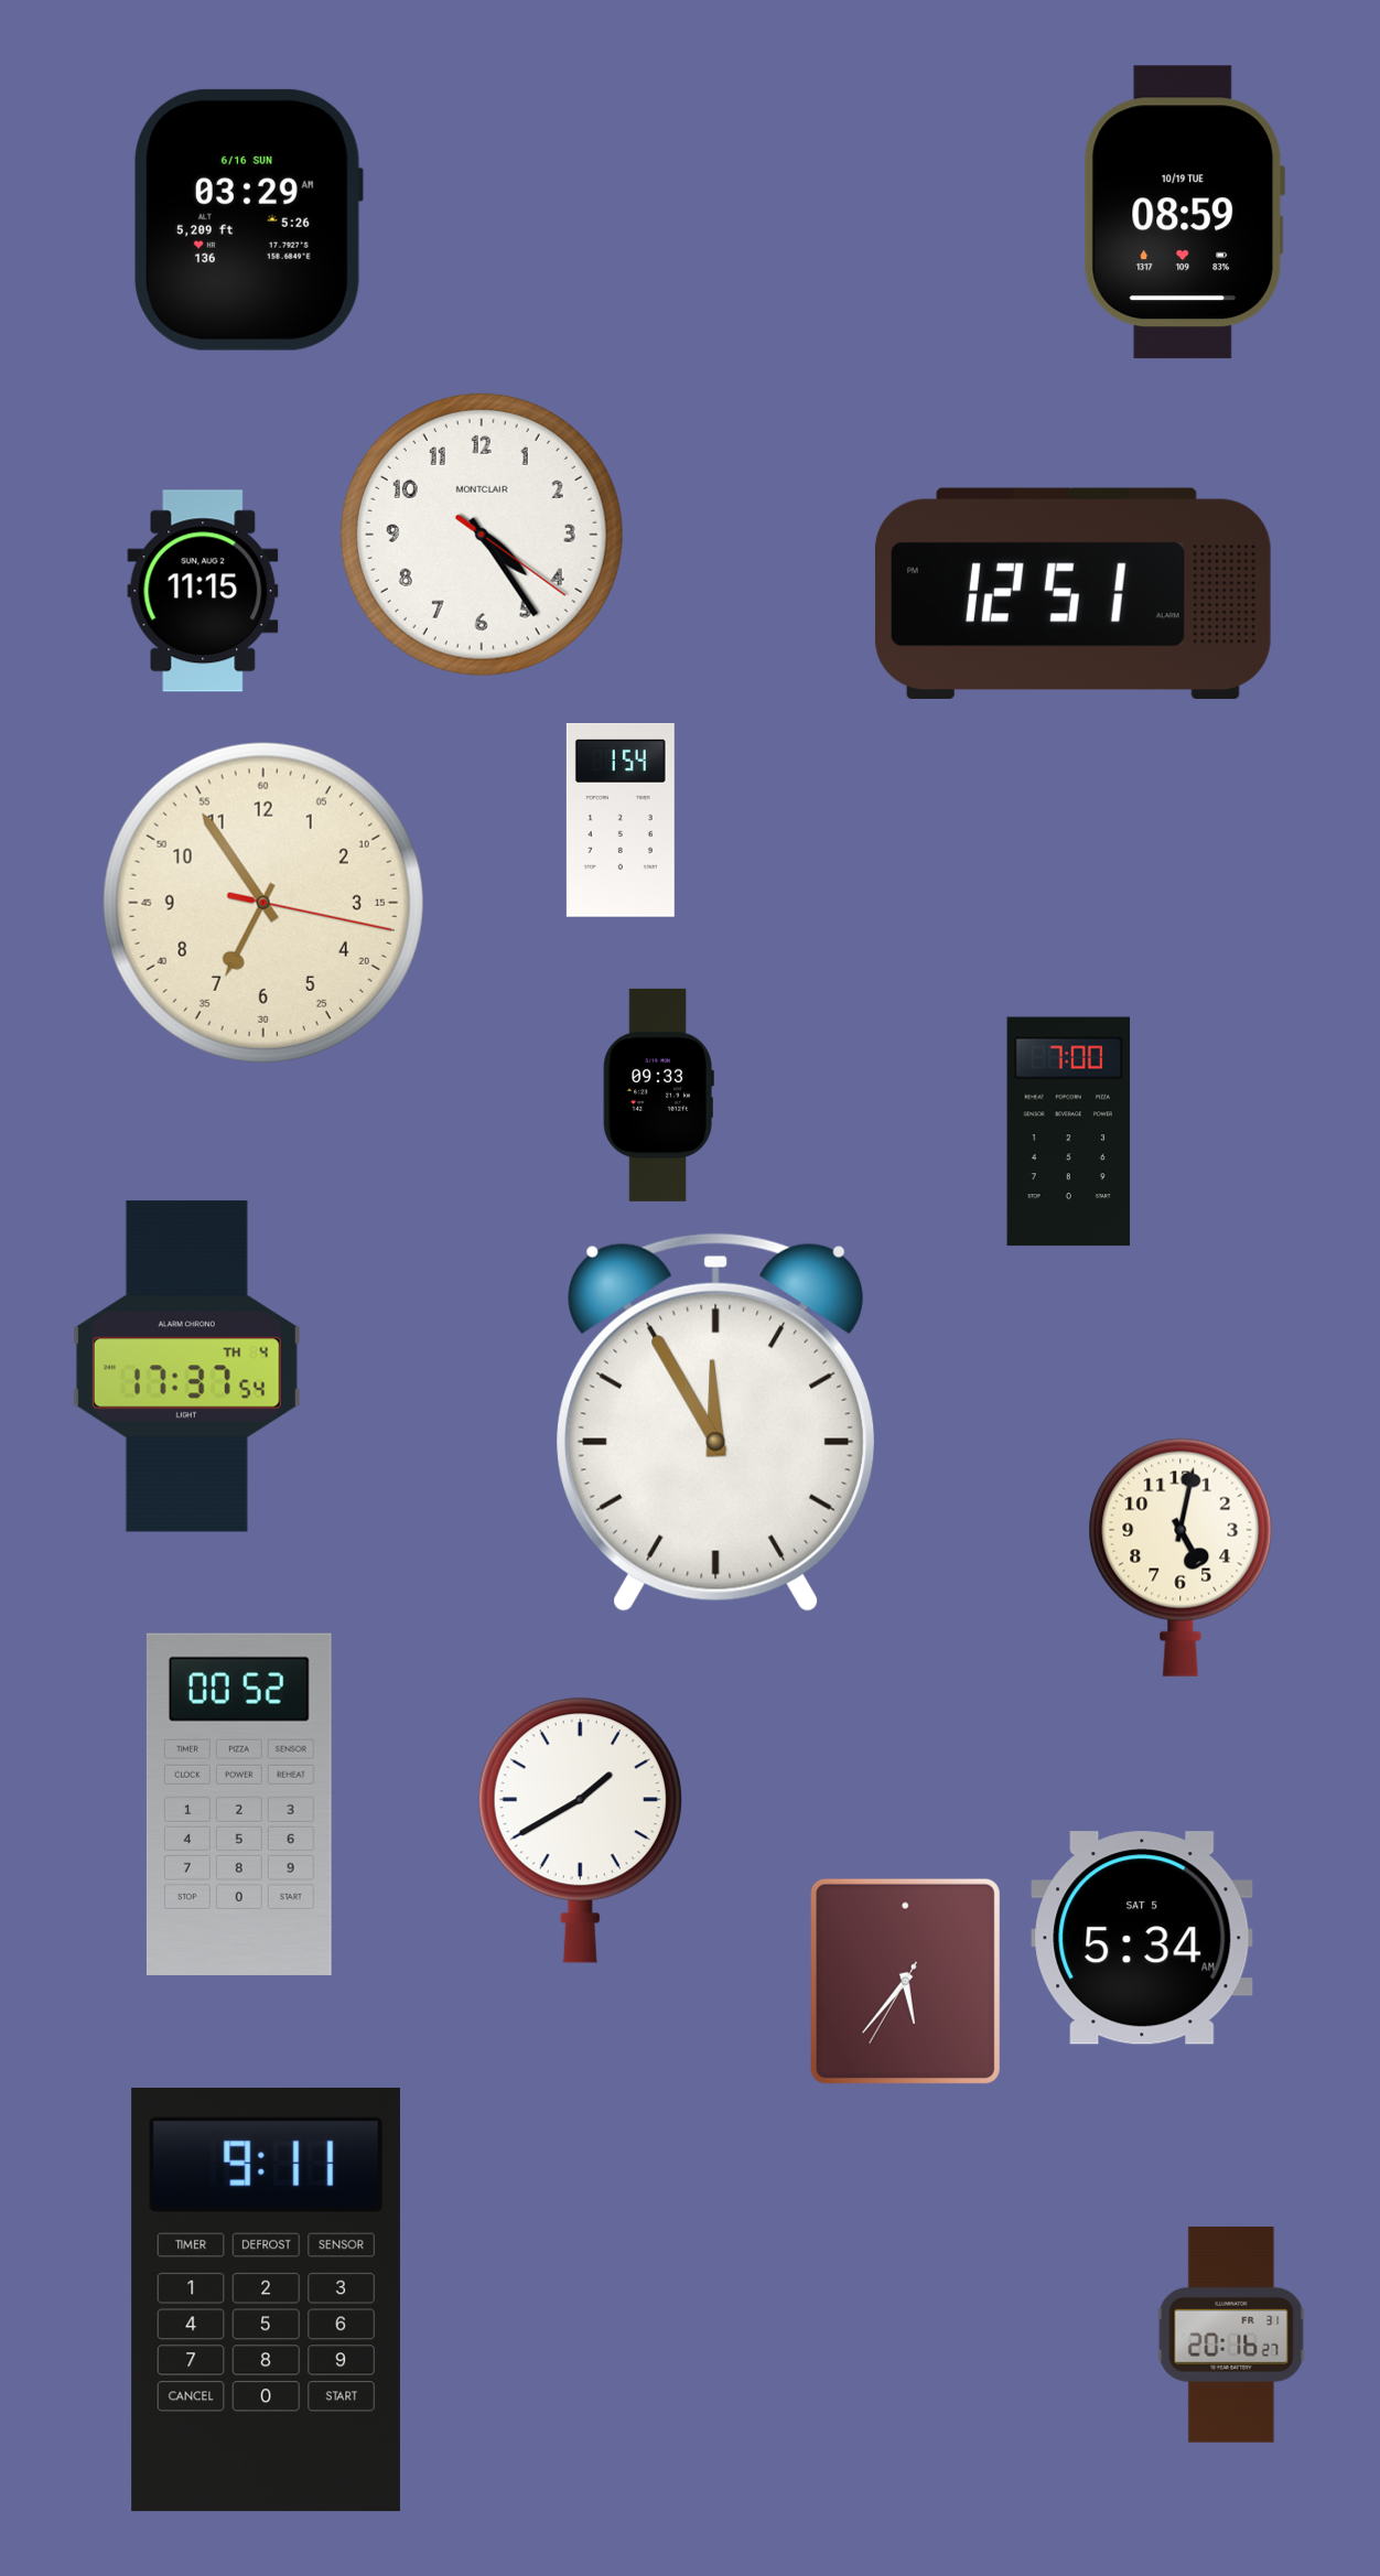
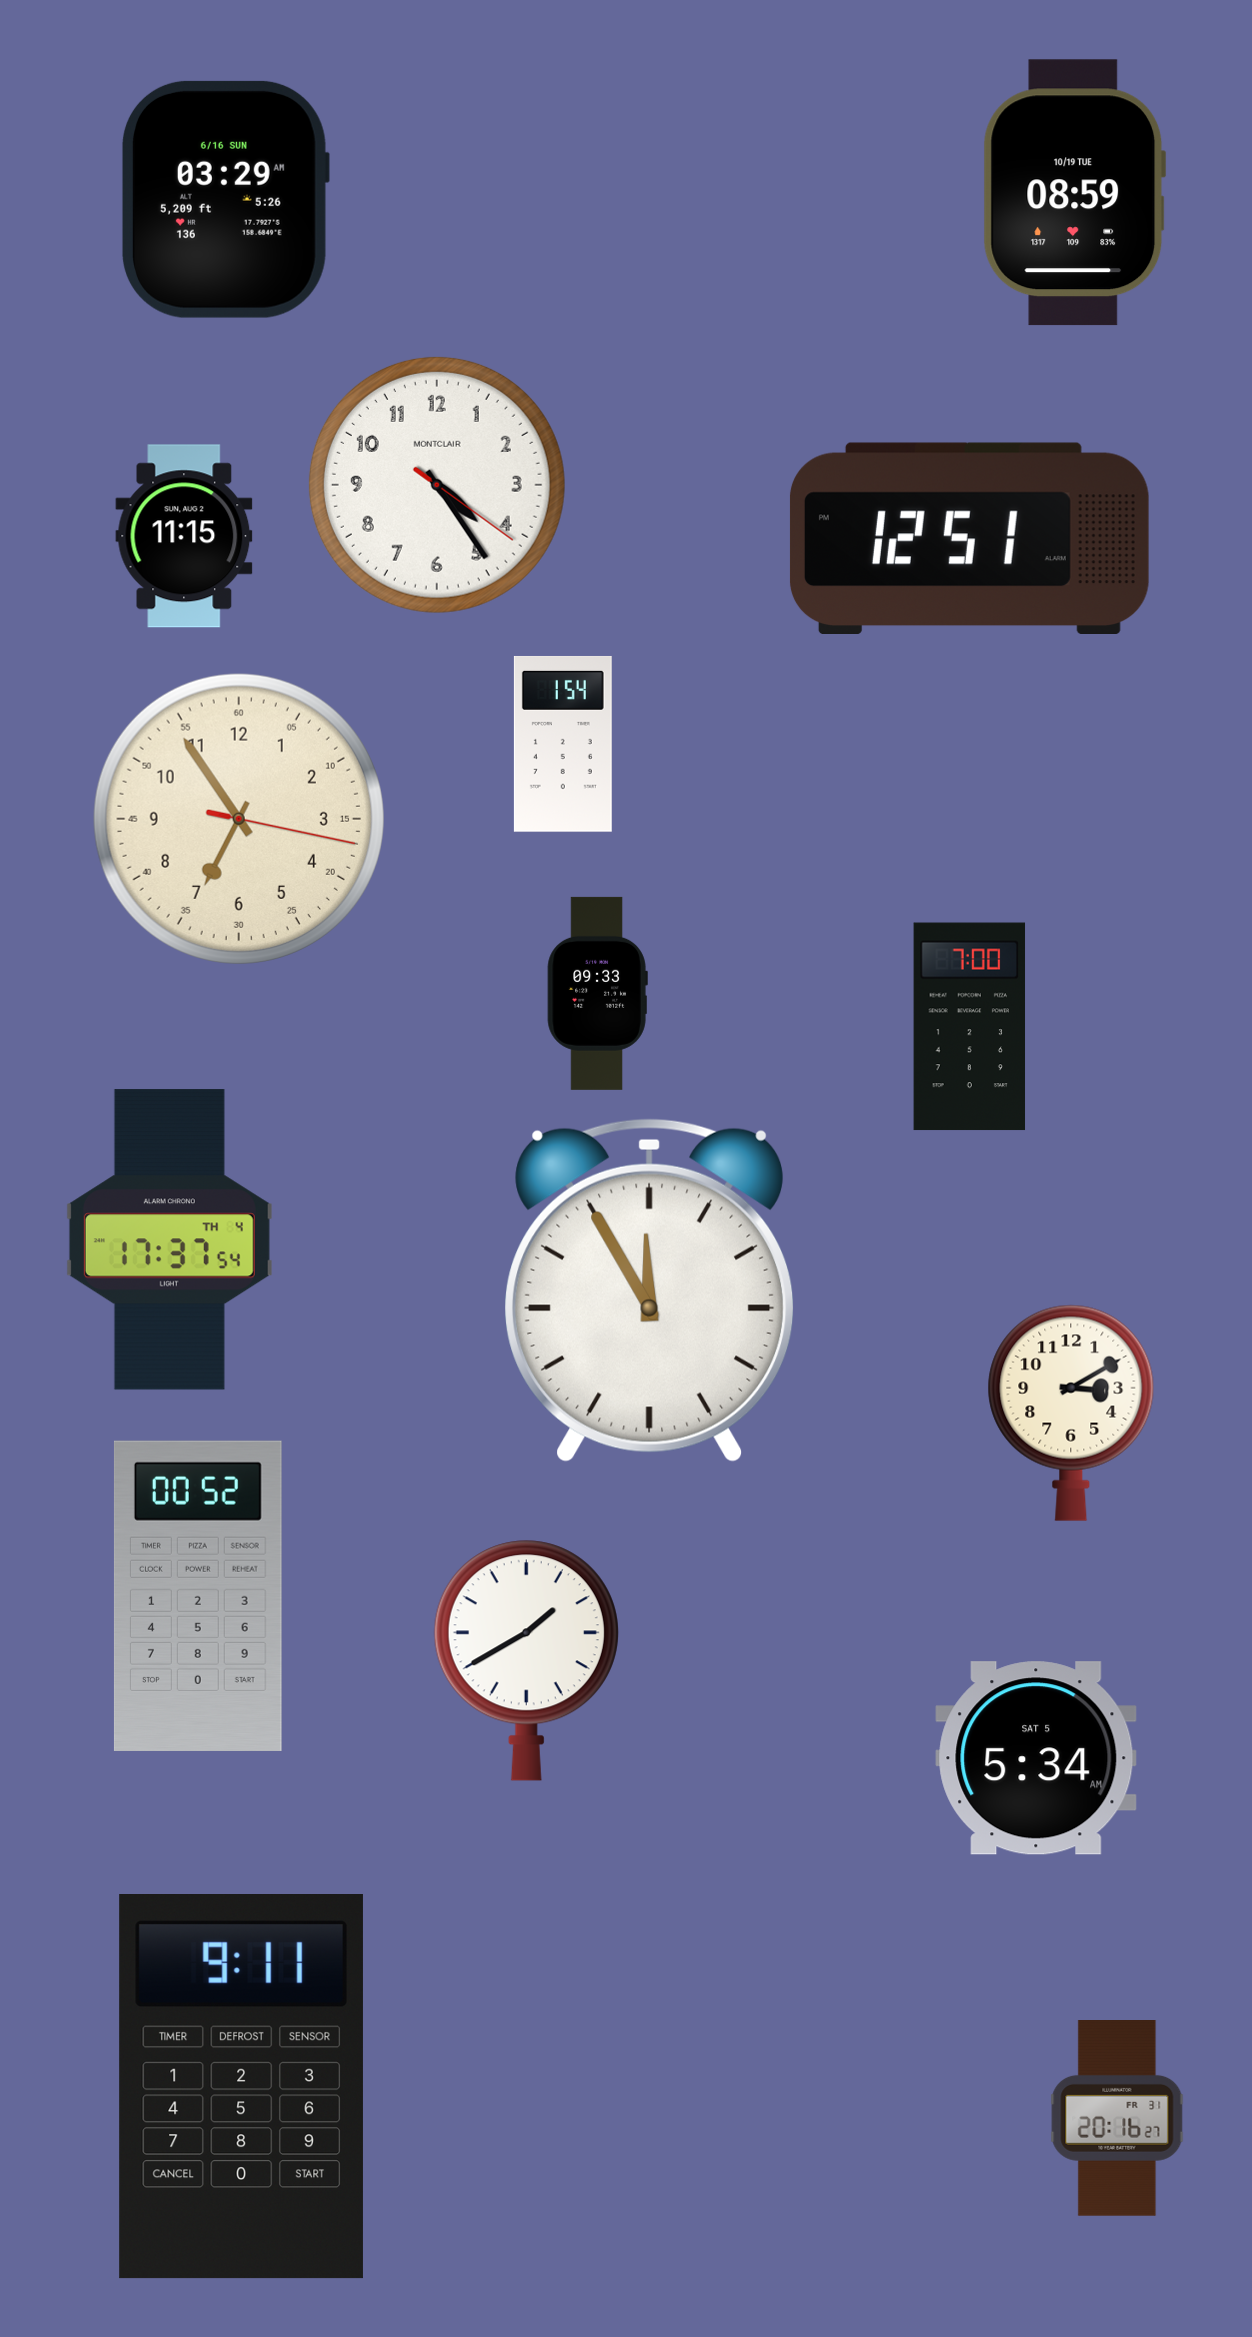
clock at (1072, 593) position: (1072, 593) -> (969, 538)
clock at (1180, 1558): 5:02 -> 3:10
clock at (239, 1804) position: (239, 1804) -> (198, 1596)
clock at (905, 1981): 5:36 -> none
